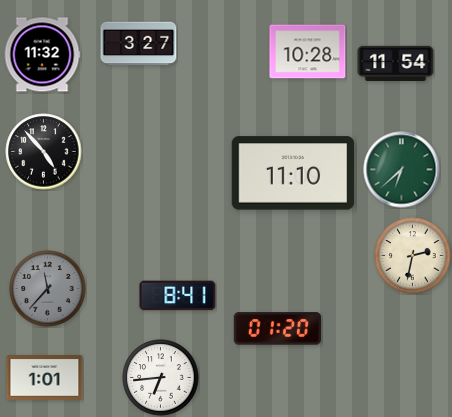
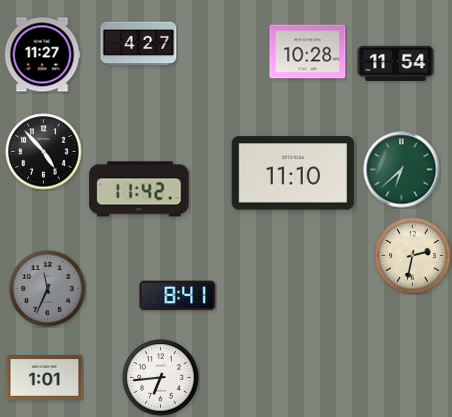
clock at (139, 44): 3:27 -> 4:27
clock at (42, 55): 11:32 -> 11:27
clock at (139, 189): none -> 11:42
clock at (48, 289): 11:37 -> 11:34
clock at (277, 329): 01:20 -> none
